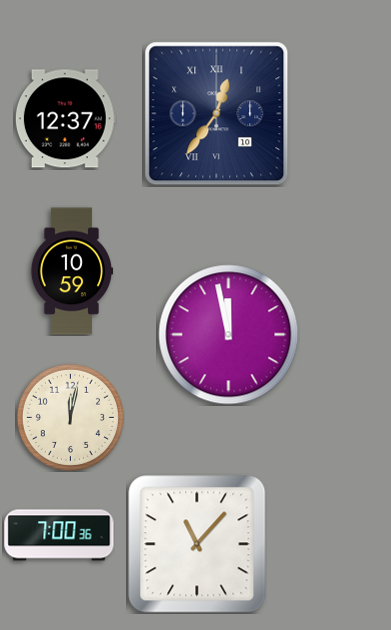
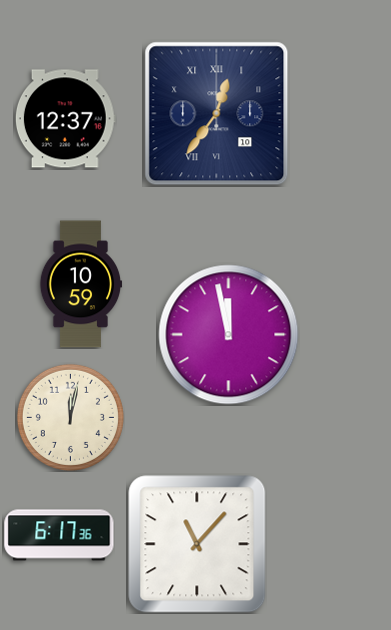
clock at (72, 271) position: (72, 271) -> (81, 284)
clock at (59, 535): 7:00 -> 6:17
